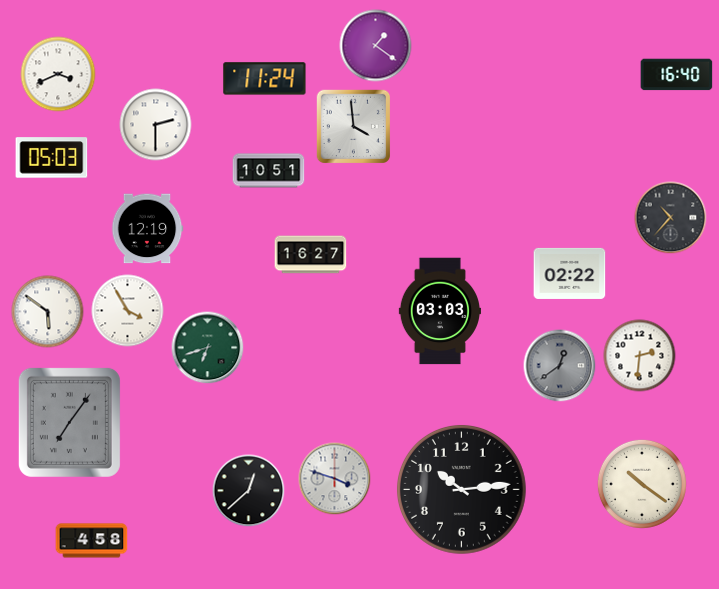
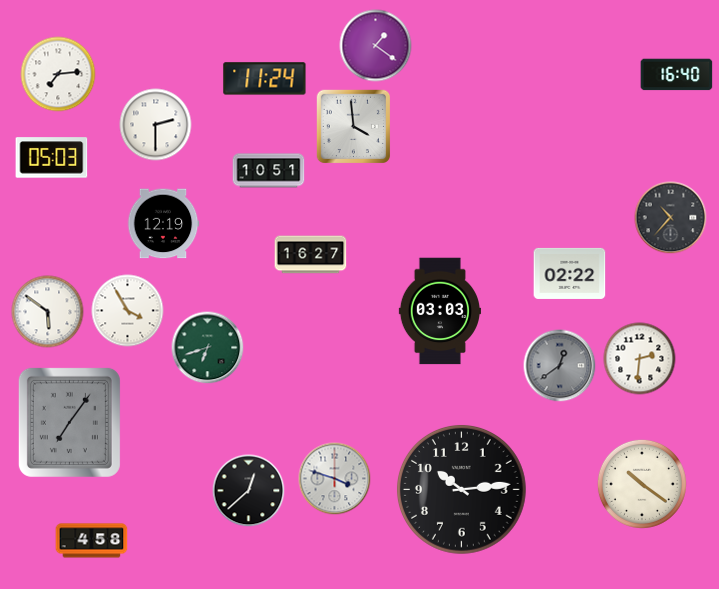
clock at (58, 74): 3:41 -> 7:14
clock at (147, 229) position: (147, 229) -> (163, 224)
clock at (640, 356) position: (640, 356) -> (640, 359)
